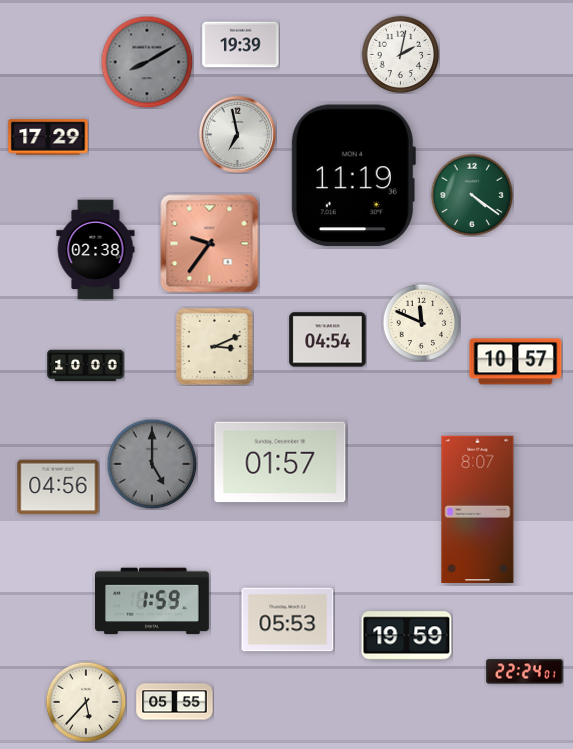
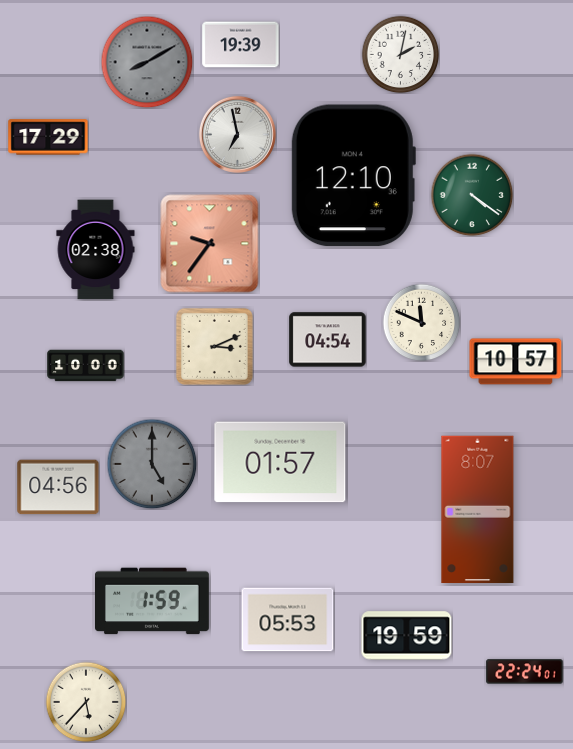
clock at (353, 176): 11:19 -> 12:10
clock at (175, 702): 05:55 -> none
